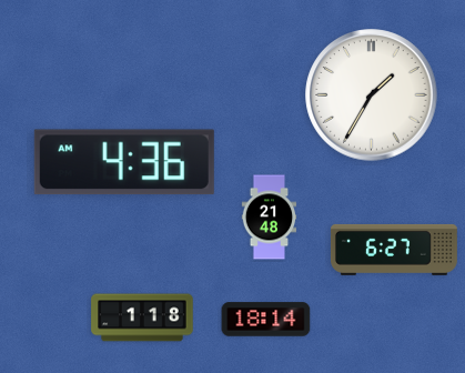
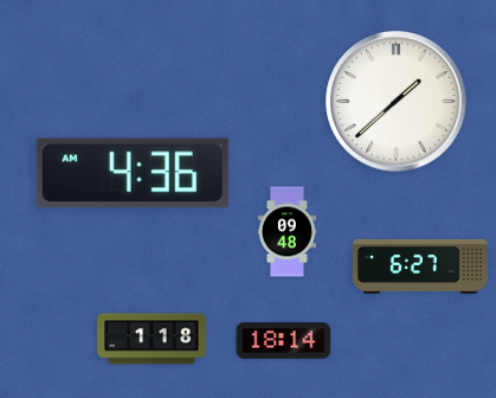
clock at (372, 95): 1:35 -> 1:38
clock at (270, 218): 21:48 -> 09:48
